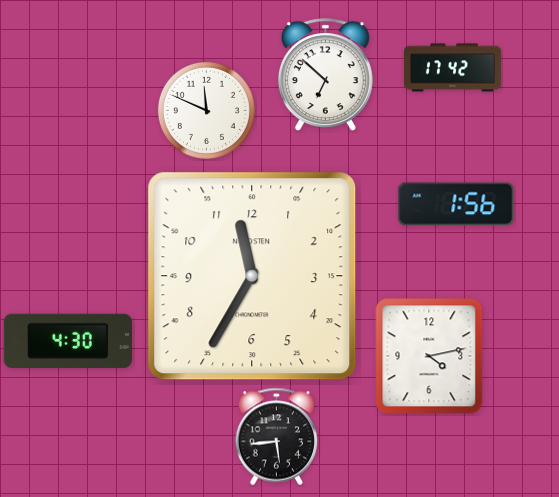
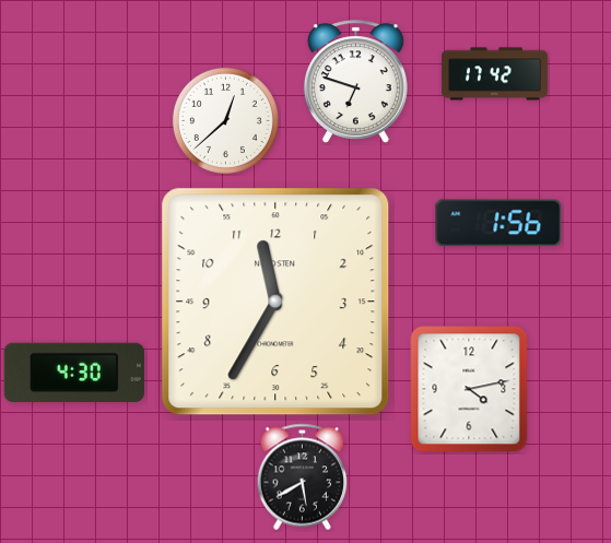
clock at (325, 74): 6:52 -> 6:48
clock at (206, 110): 11:49 -> 12:38
clock at (277, 437): 5:44 -> 5:40
